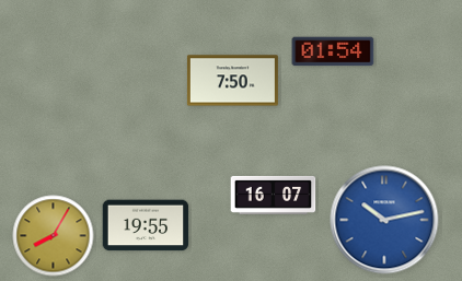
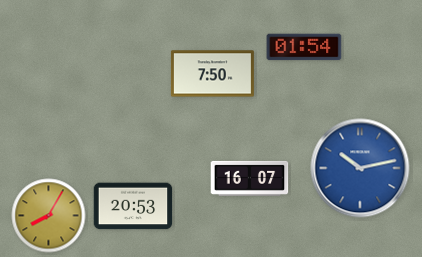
clock at (384, 220) position: (384, 220) -> (360, 168)
clock at (146, 225): 19:55 -> 20:53
